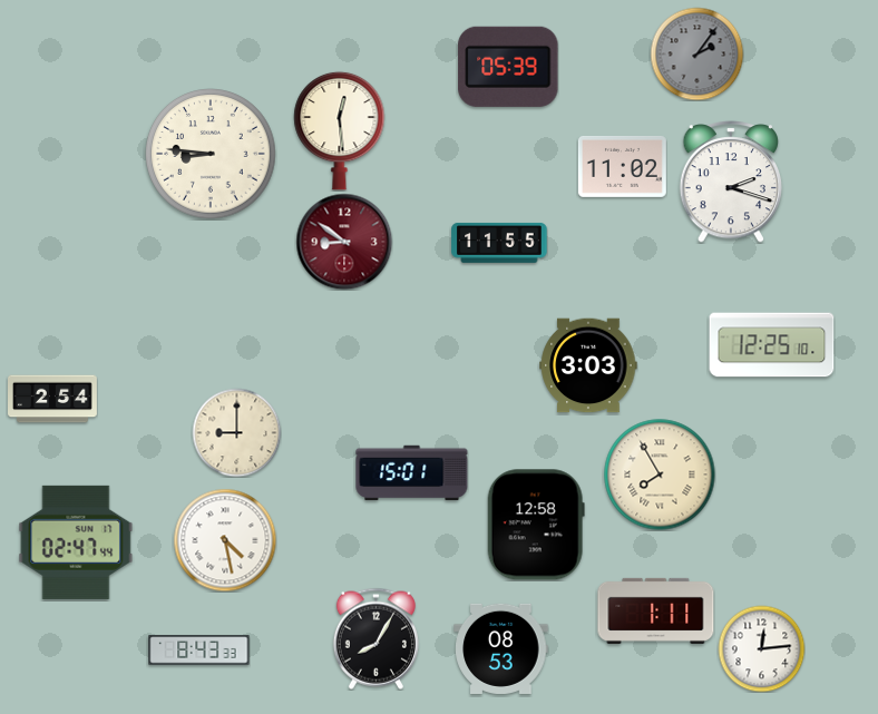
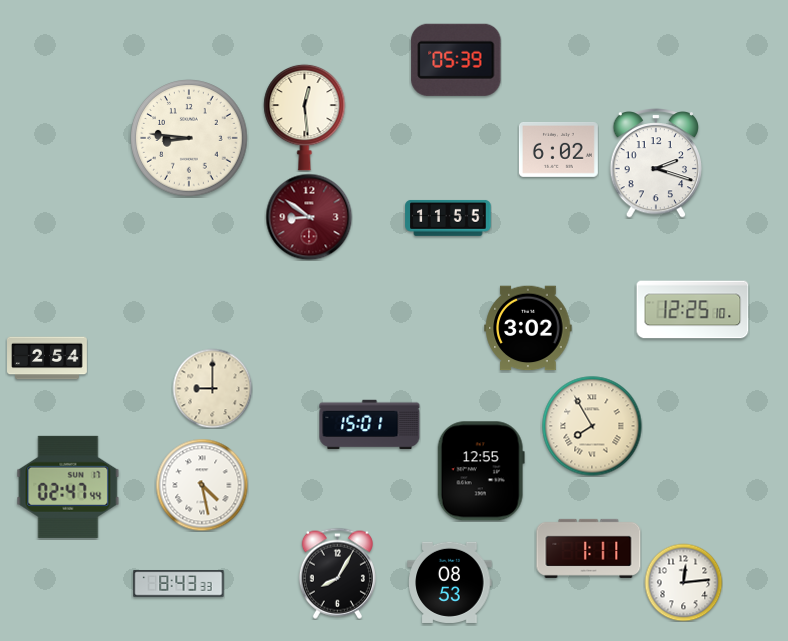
clock at (696, 53): 2:06 -> none
clock at (622, 166): 11:02 -> 6:02
clock at (588, 365): 3:03 -> 3:02
clock at (536, 525): 12:58 -> 12:55
